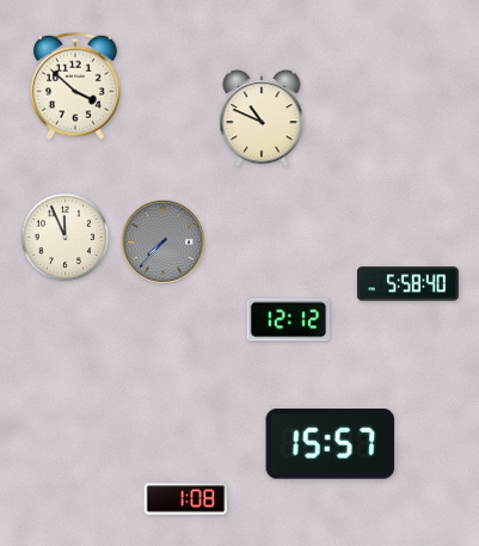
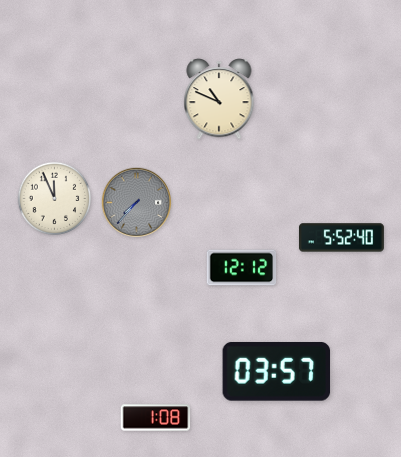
clock at (76, 86): 3:52 -> none
clock at (407, 284): 5:58 -> 5:52
clock at (331, 443): 15:57 -> 03:57
